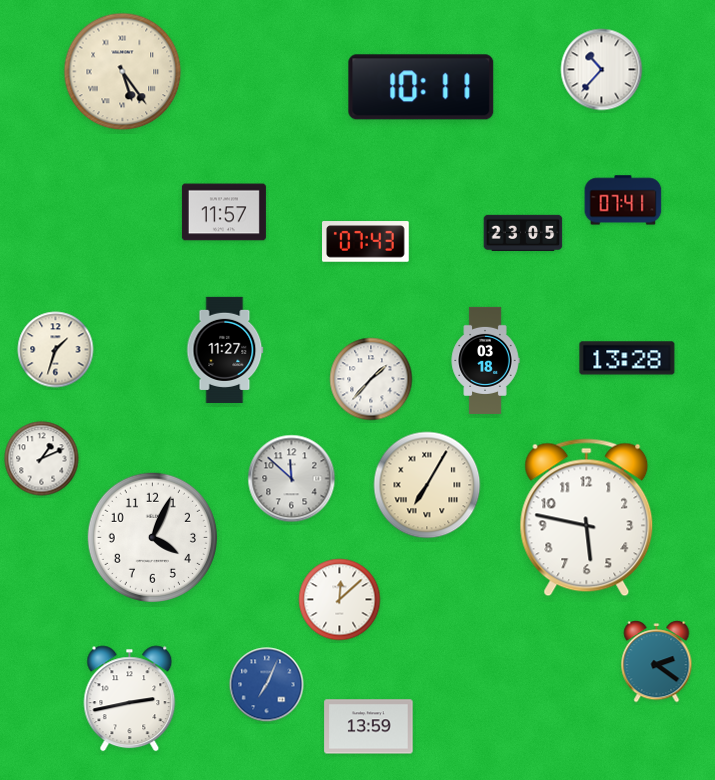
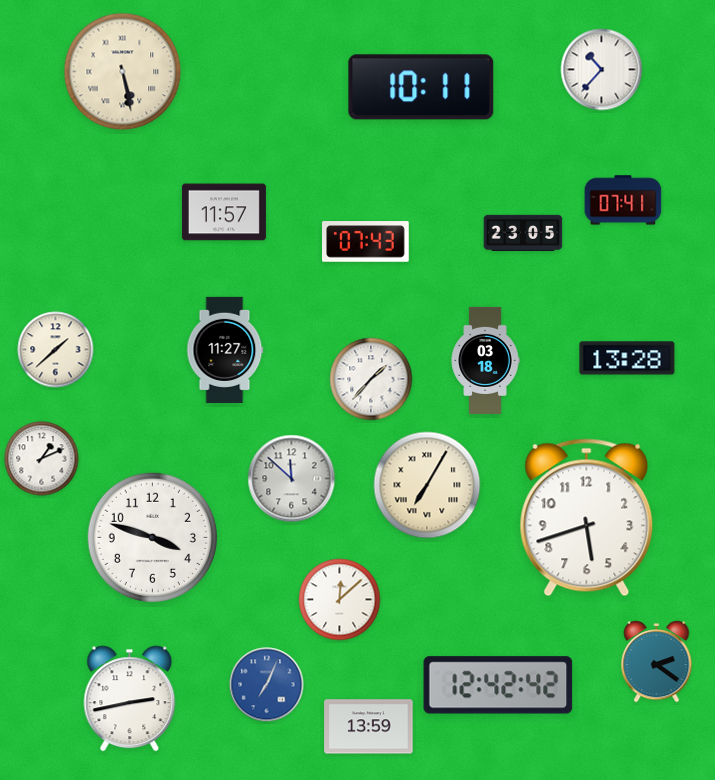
clock at (123, 72): 5:24 -> 5:28
clock at (56, 350): 1:33 -> 1:38
clock at (587, 518): 5:47 -> 5:42
clock at (152, 537): 4:04 -> 3:48
clock at (498, 685): none -> 12:42
